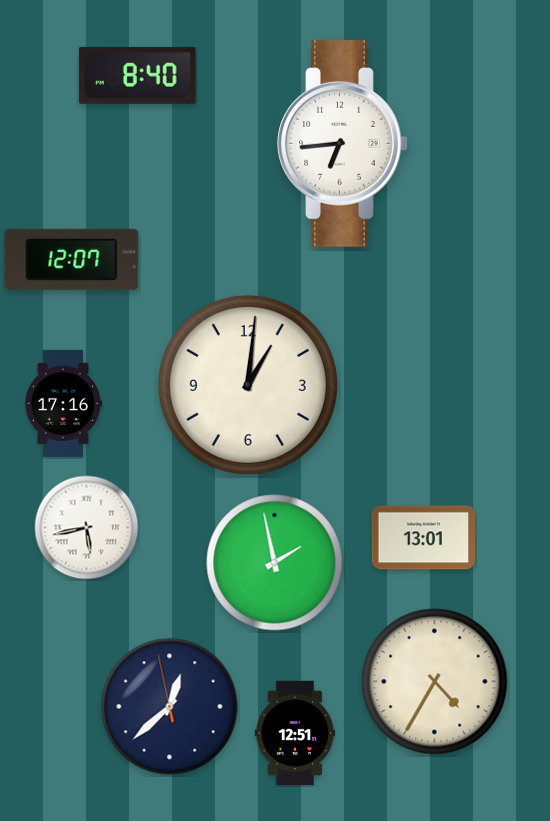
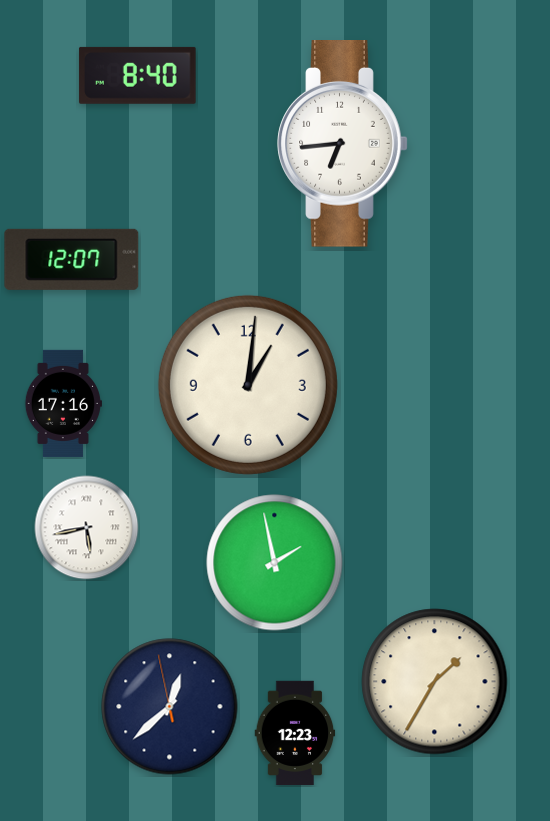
clock at (424, 538): 13:01 -> none
clock at (435, 682): 4:35 -> 1:35
clock at (295, 733): 12:51 -> 12:23
